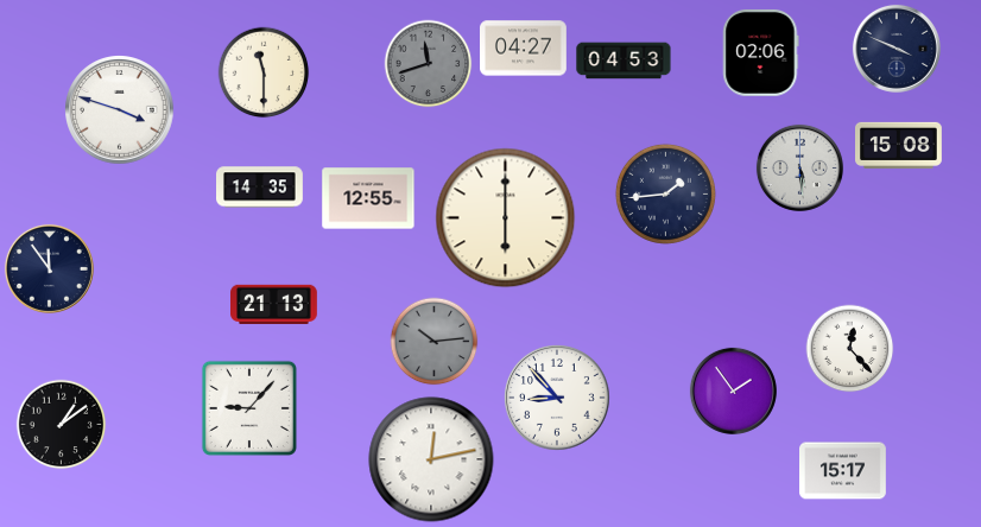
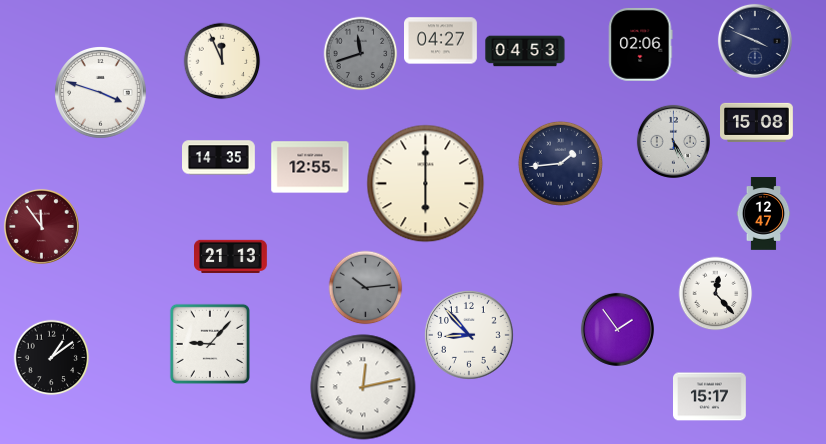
clock at (264, 72): 11:30 -> 11:56
clock at (799, 167): 5:29 -> 5:25
clock at (764, 214): none -> 12:47
clock at (49, 268) dial: navy -> burgundy
